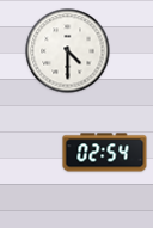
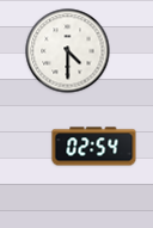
clock at (105, 153) position: (105, 153) -> (94, 147)
